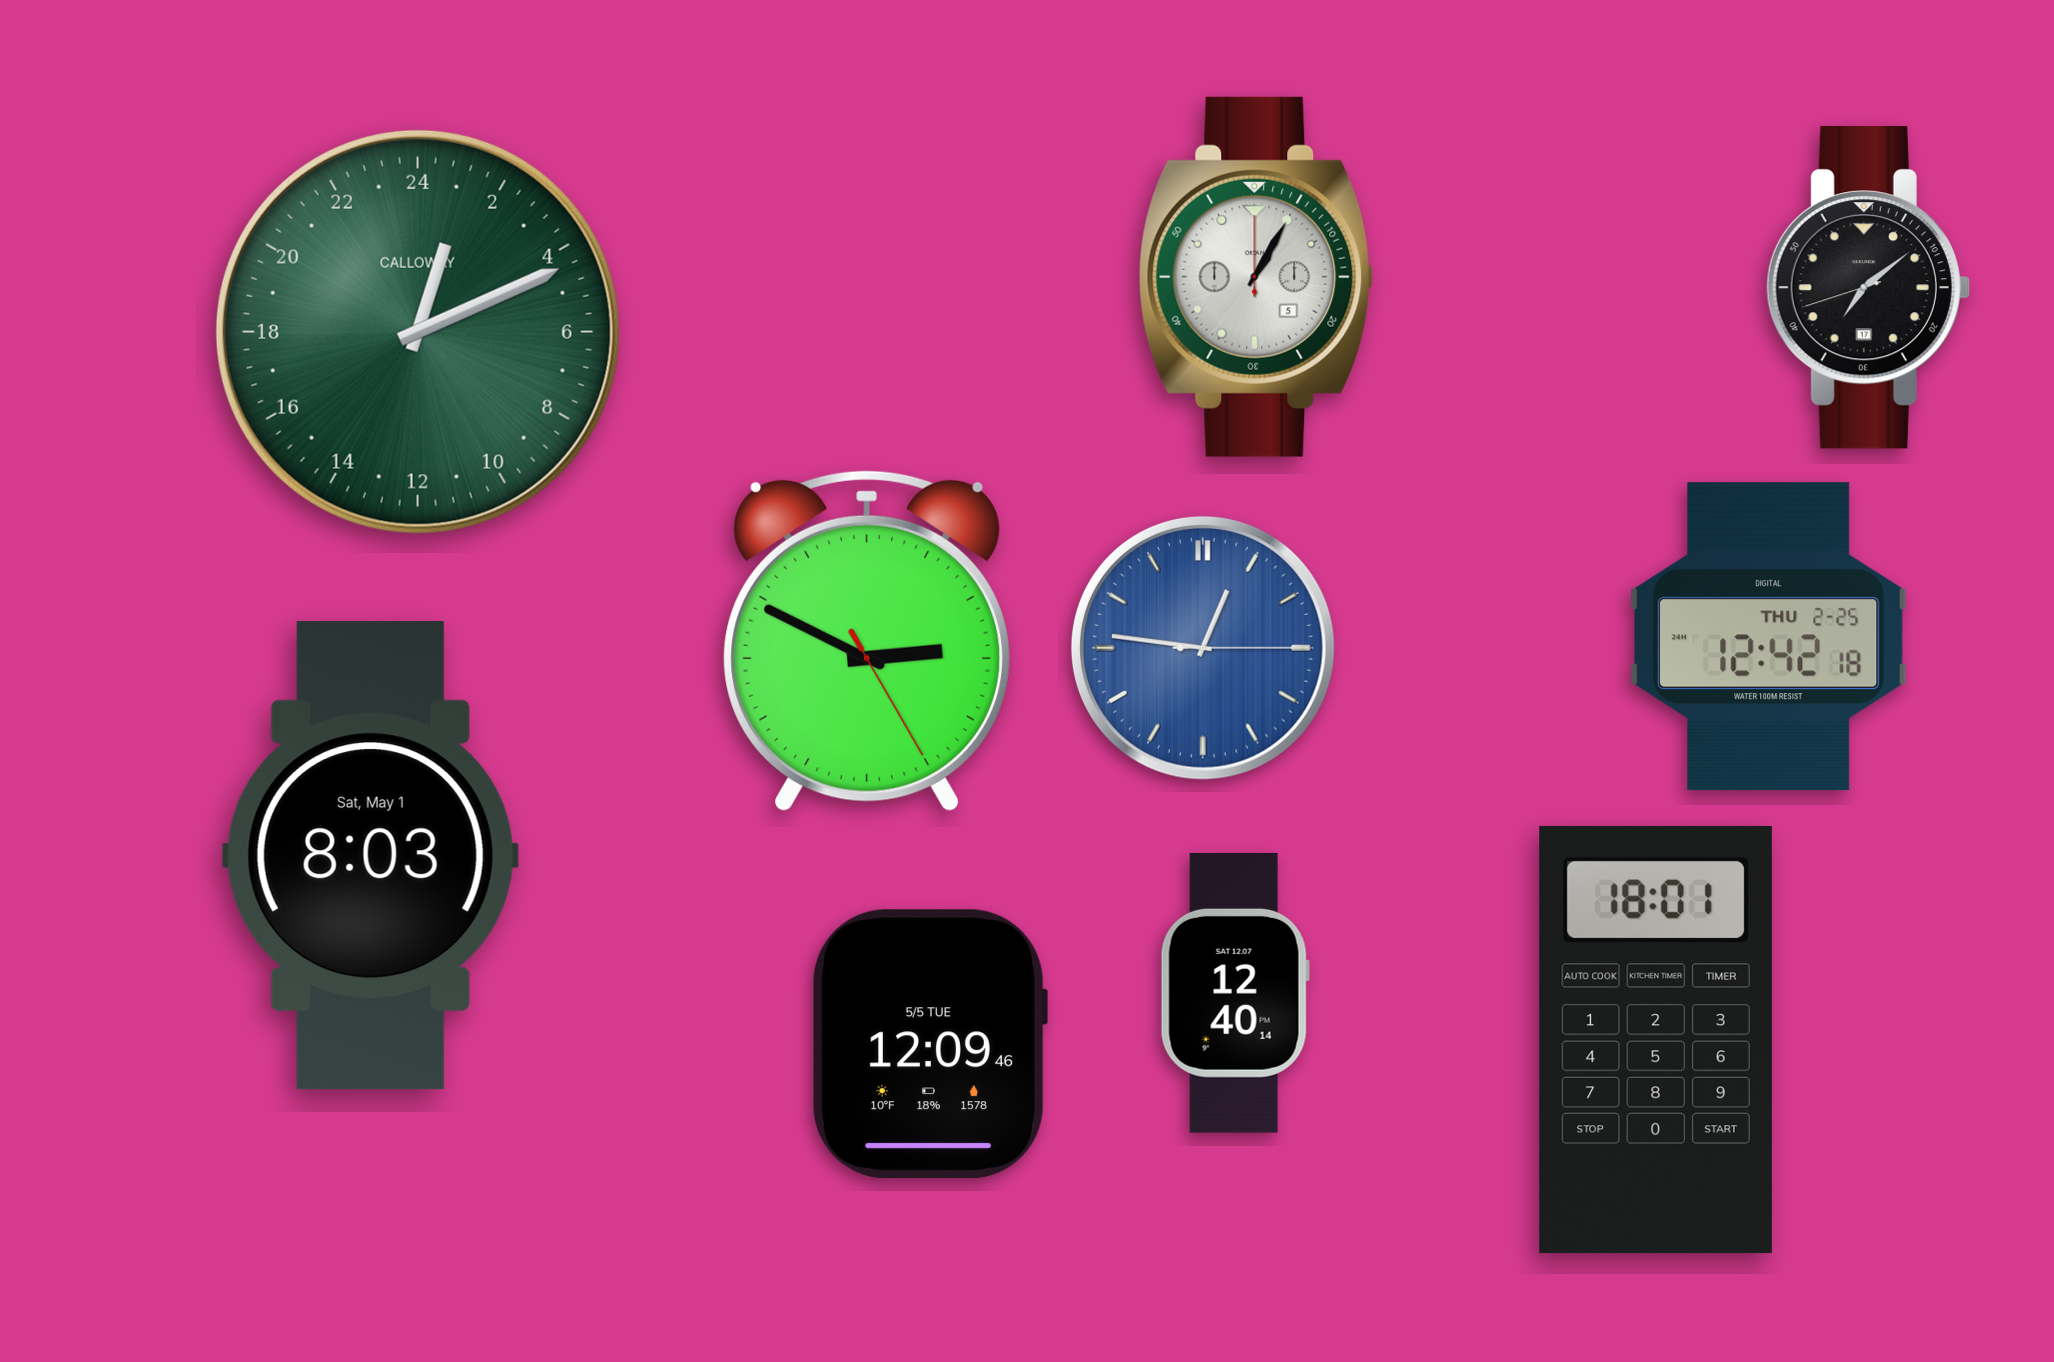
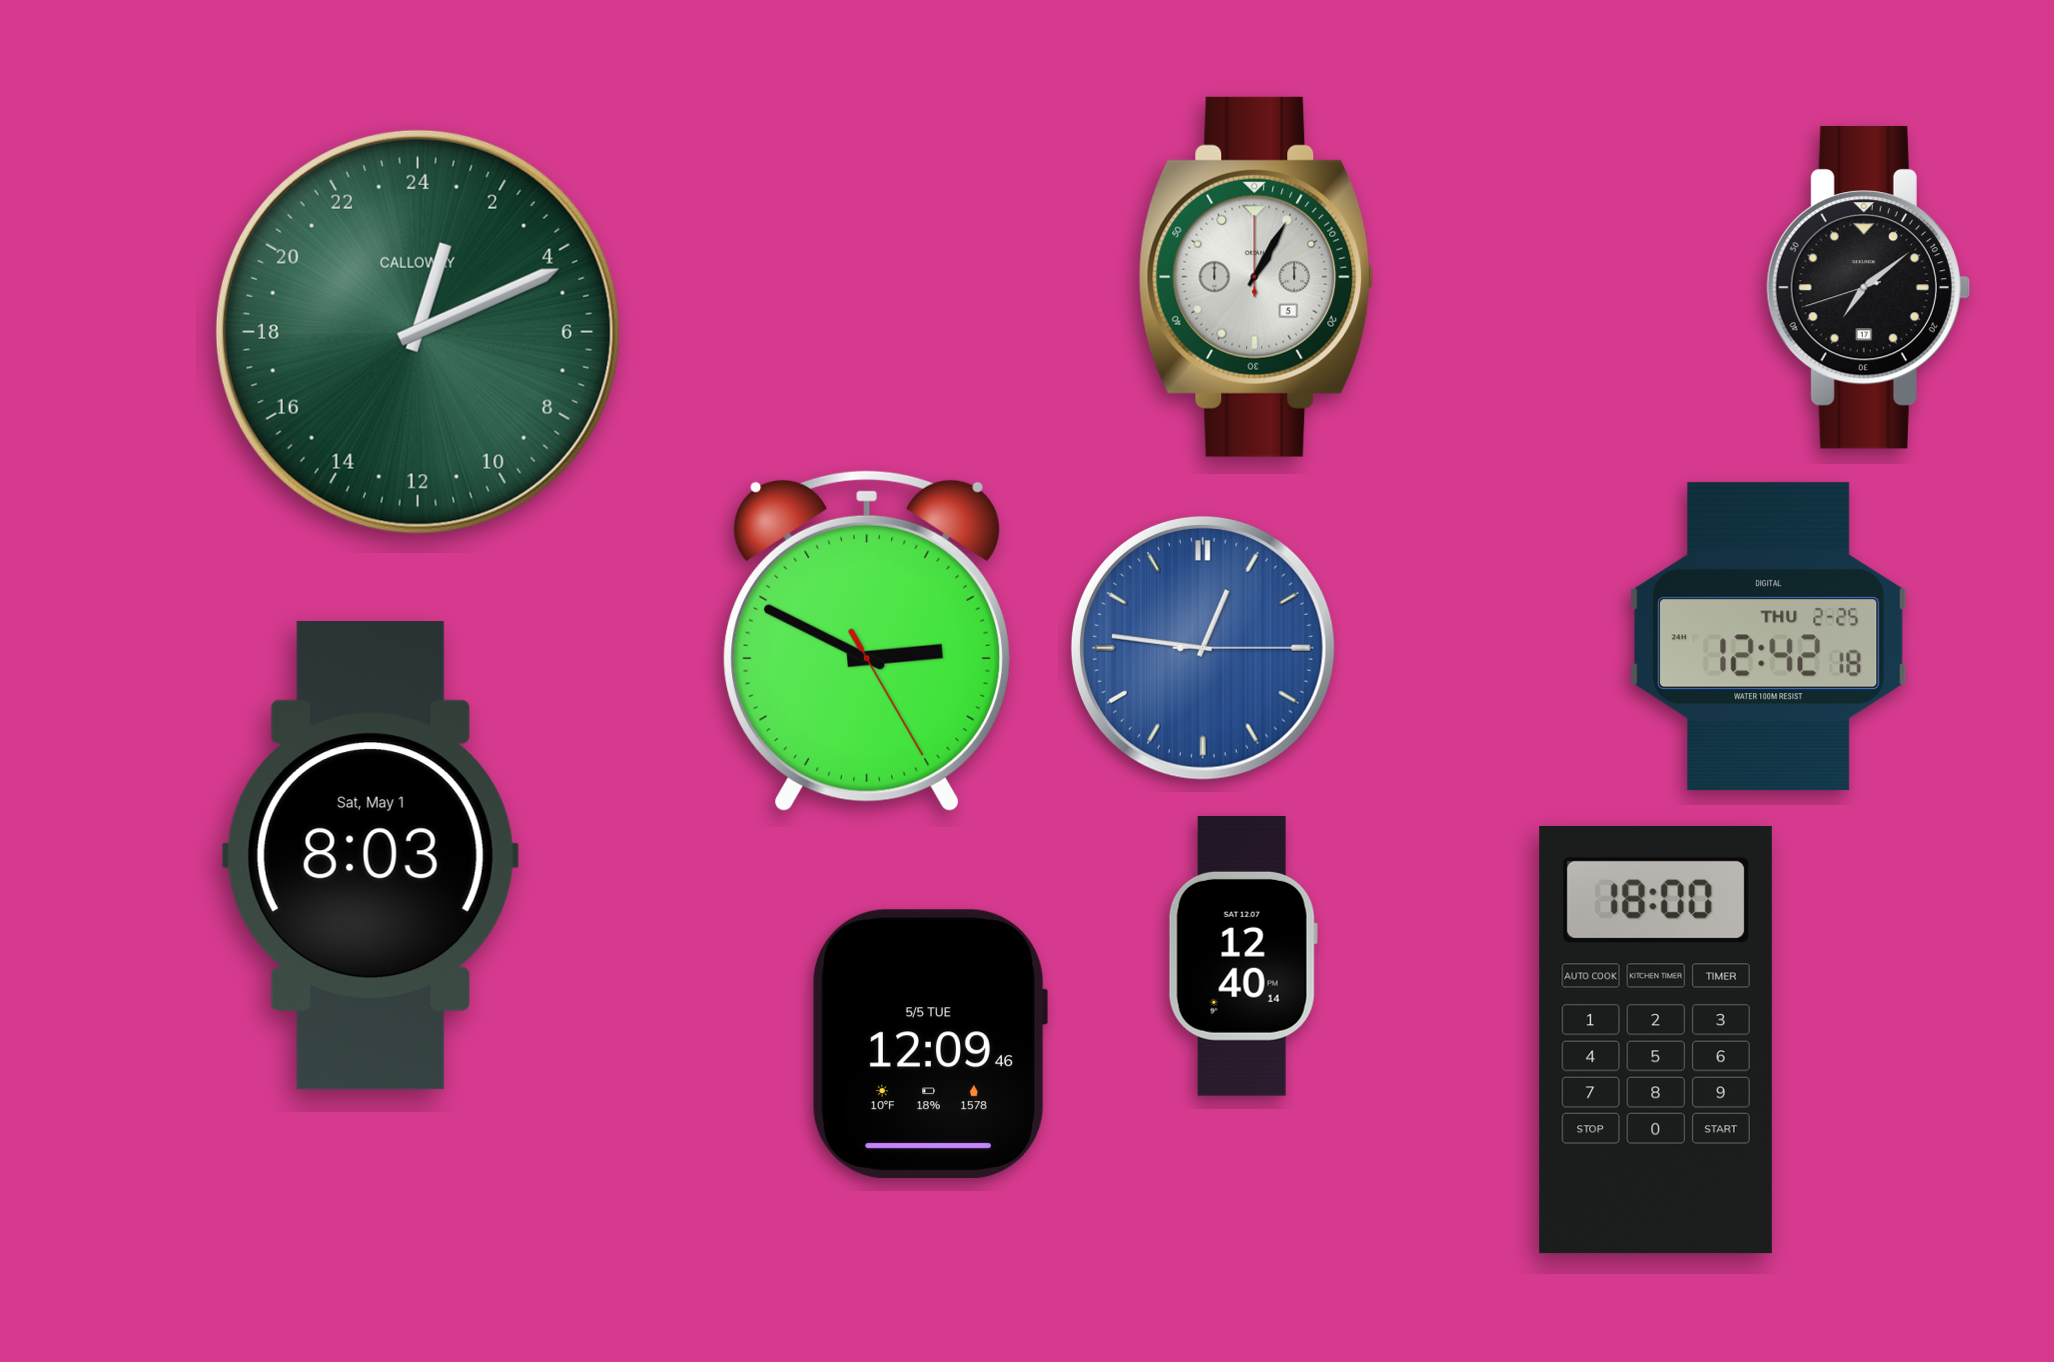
clock at (1235, 993) position: (1235, 993) -> (1243, 956)
clock at (1656, 1040): 18:01 -> 18:00
